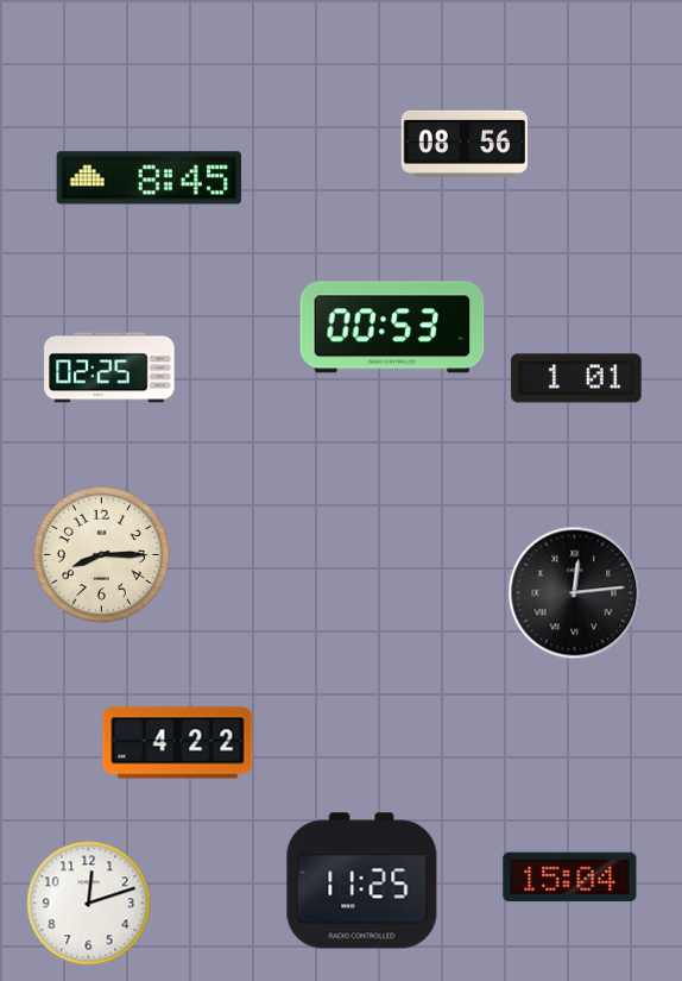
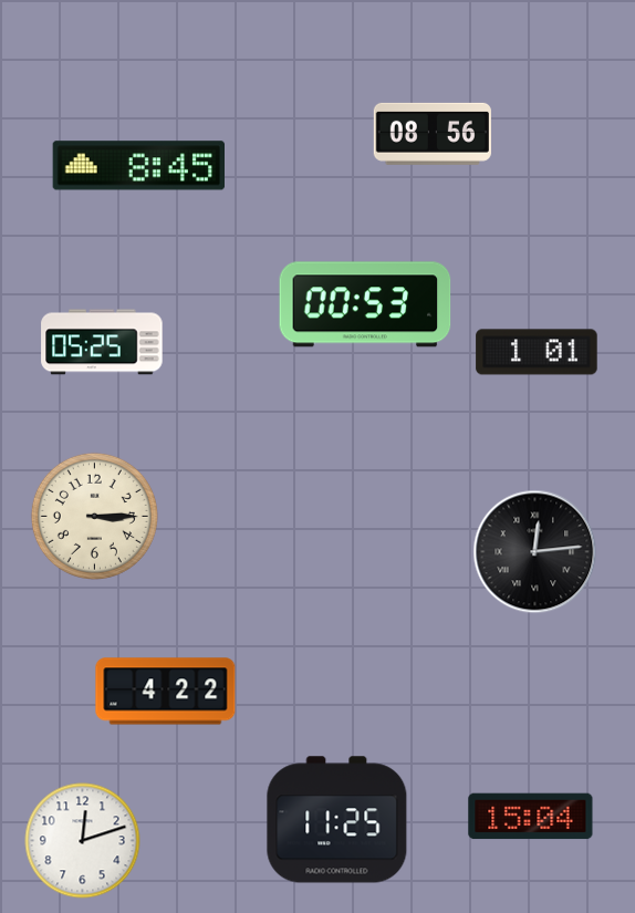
clock at (109, 367): 02:25 -> 05:25
clock at (101, 554): 8:15 -> 3:15
